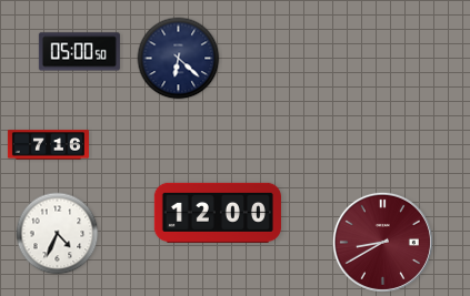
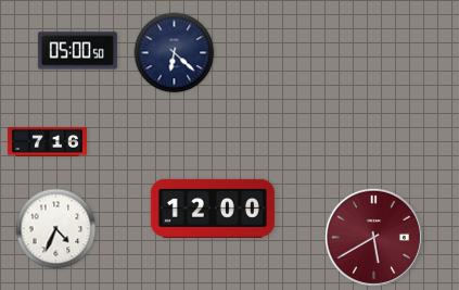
clock at (179, 59) position: (179, 59) -> (175, 53)
clock at (382, 242): 8:40 -> 5:40
